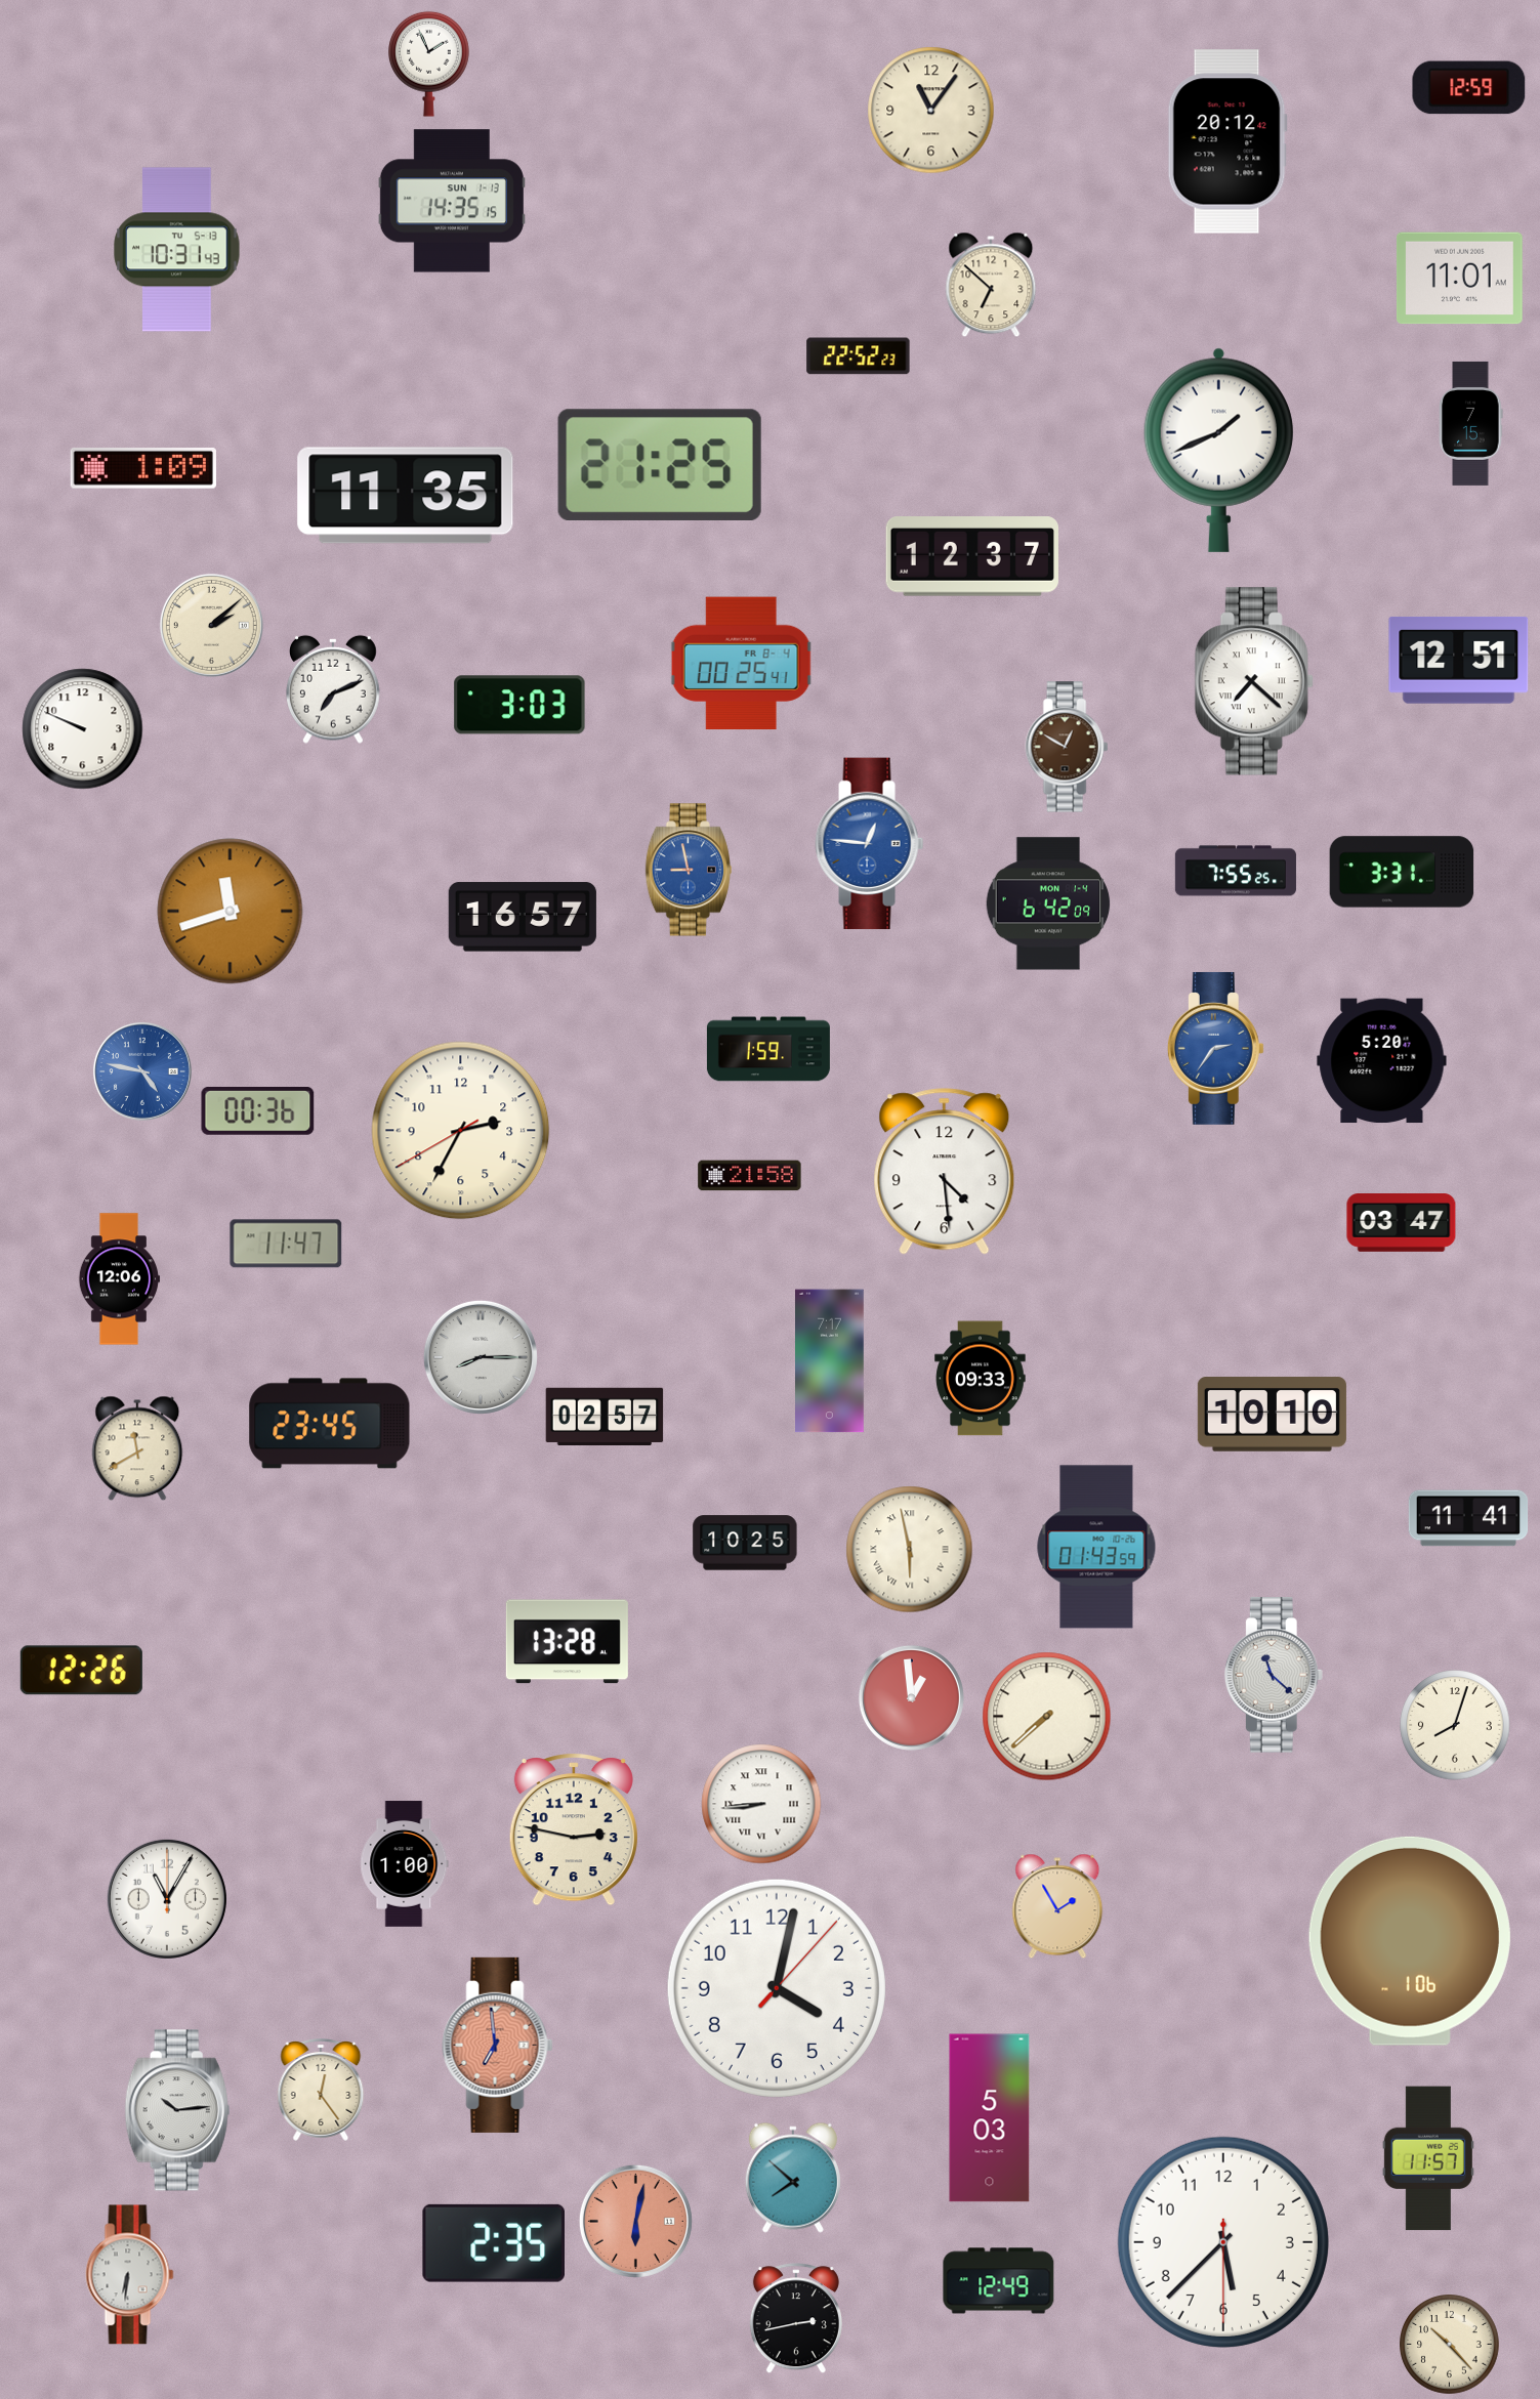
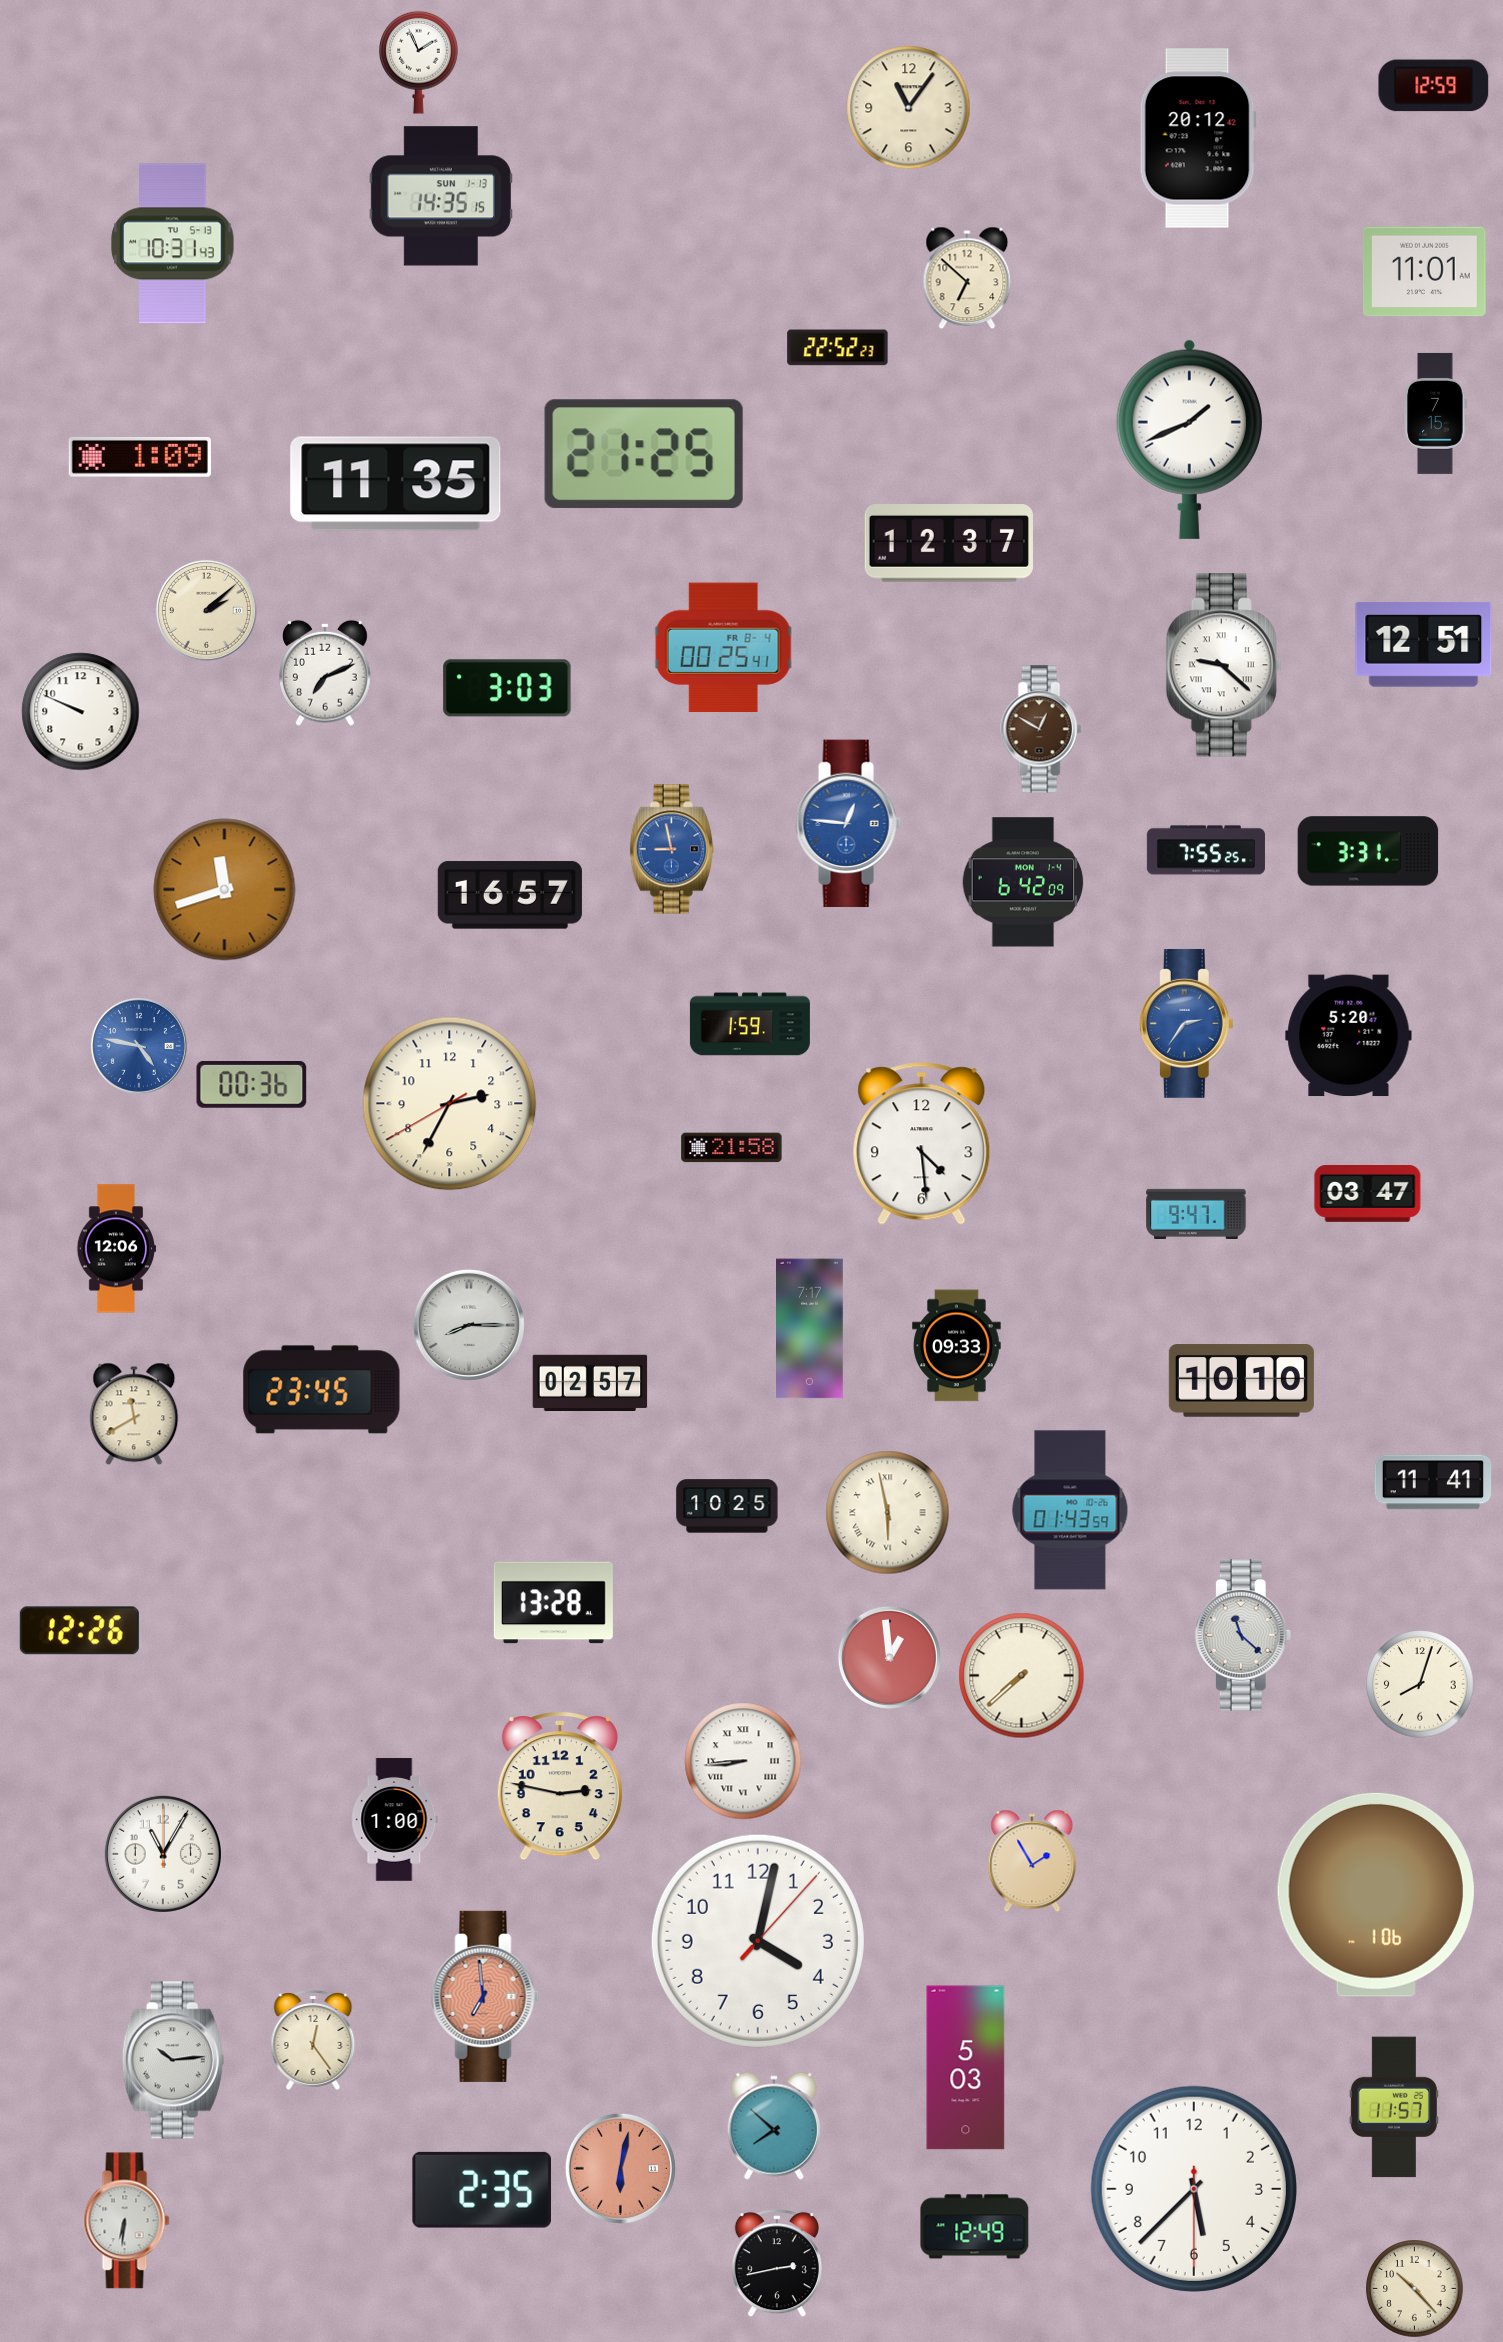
clock at (1254, 681): 7:22 -> 9:22
clock at (286, 1244): 11:47 -> none
clock at (1196, 1214): none -> 9:47
